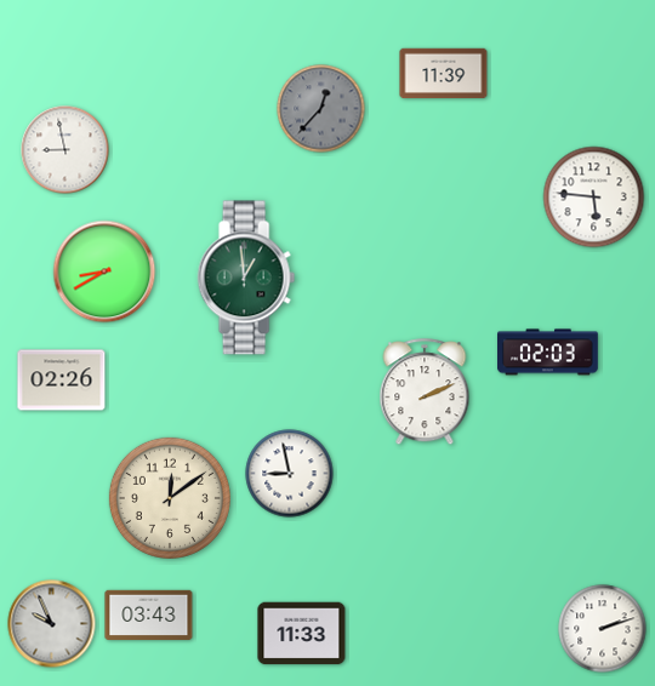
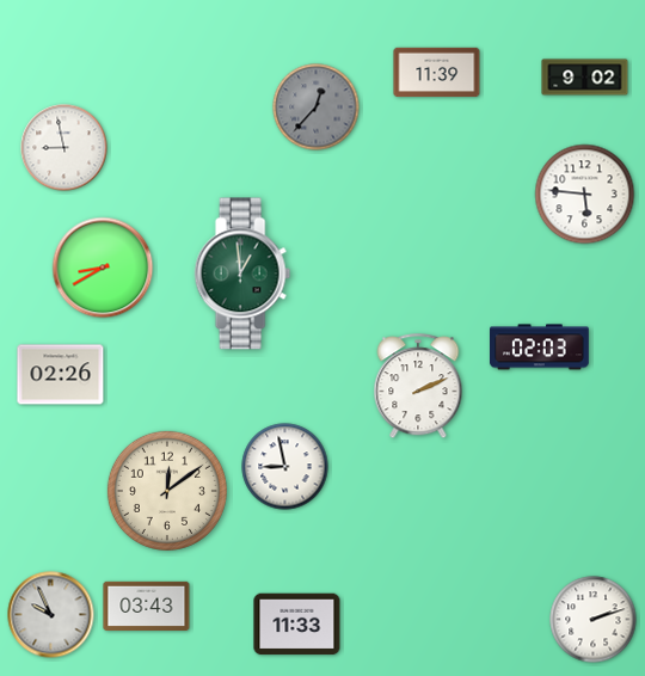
clock at (585, 78): none -> 9:02
